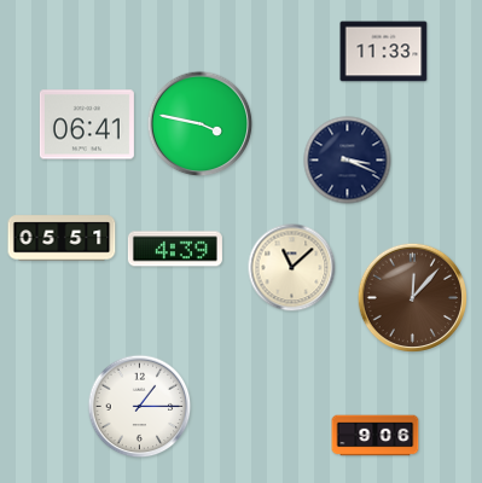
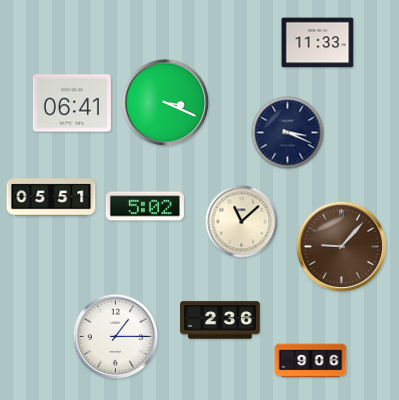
clock at (201, 124): 3:47 -> 3:19
clock at (175, 249): 4:39 -> 5:02
clock at (413, 298): 12:07 -> 9:07
clock at (220, 320): none -> 2:36
